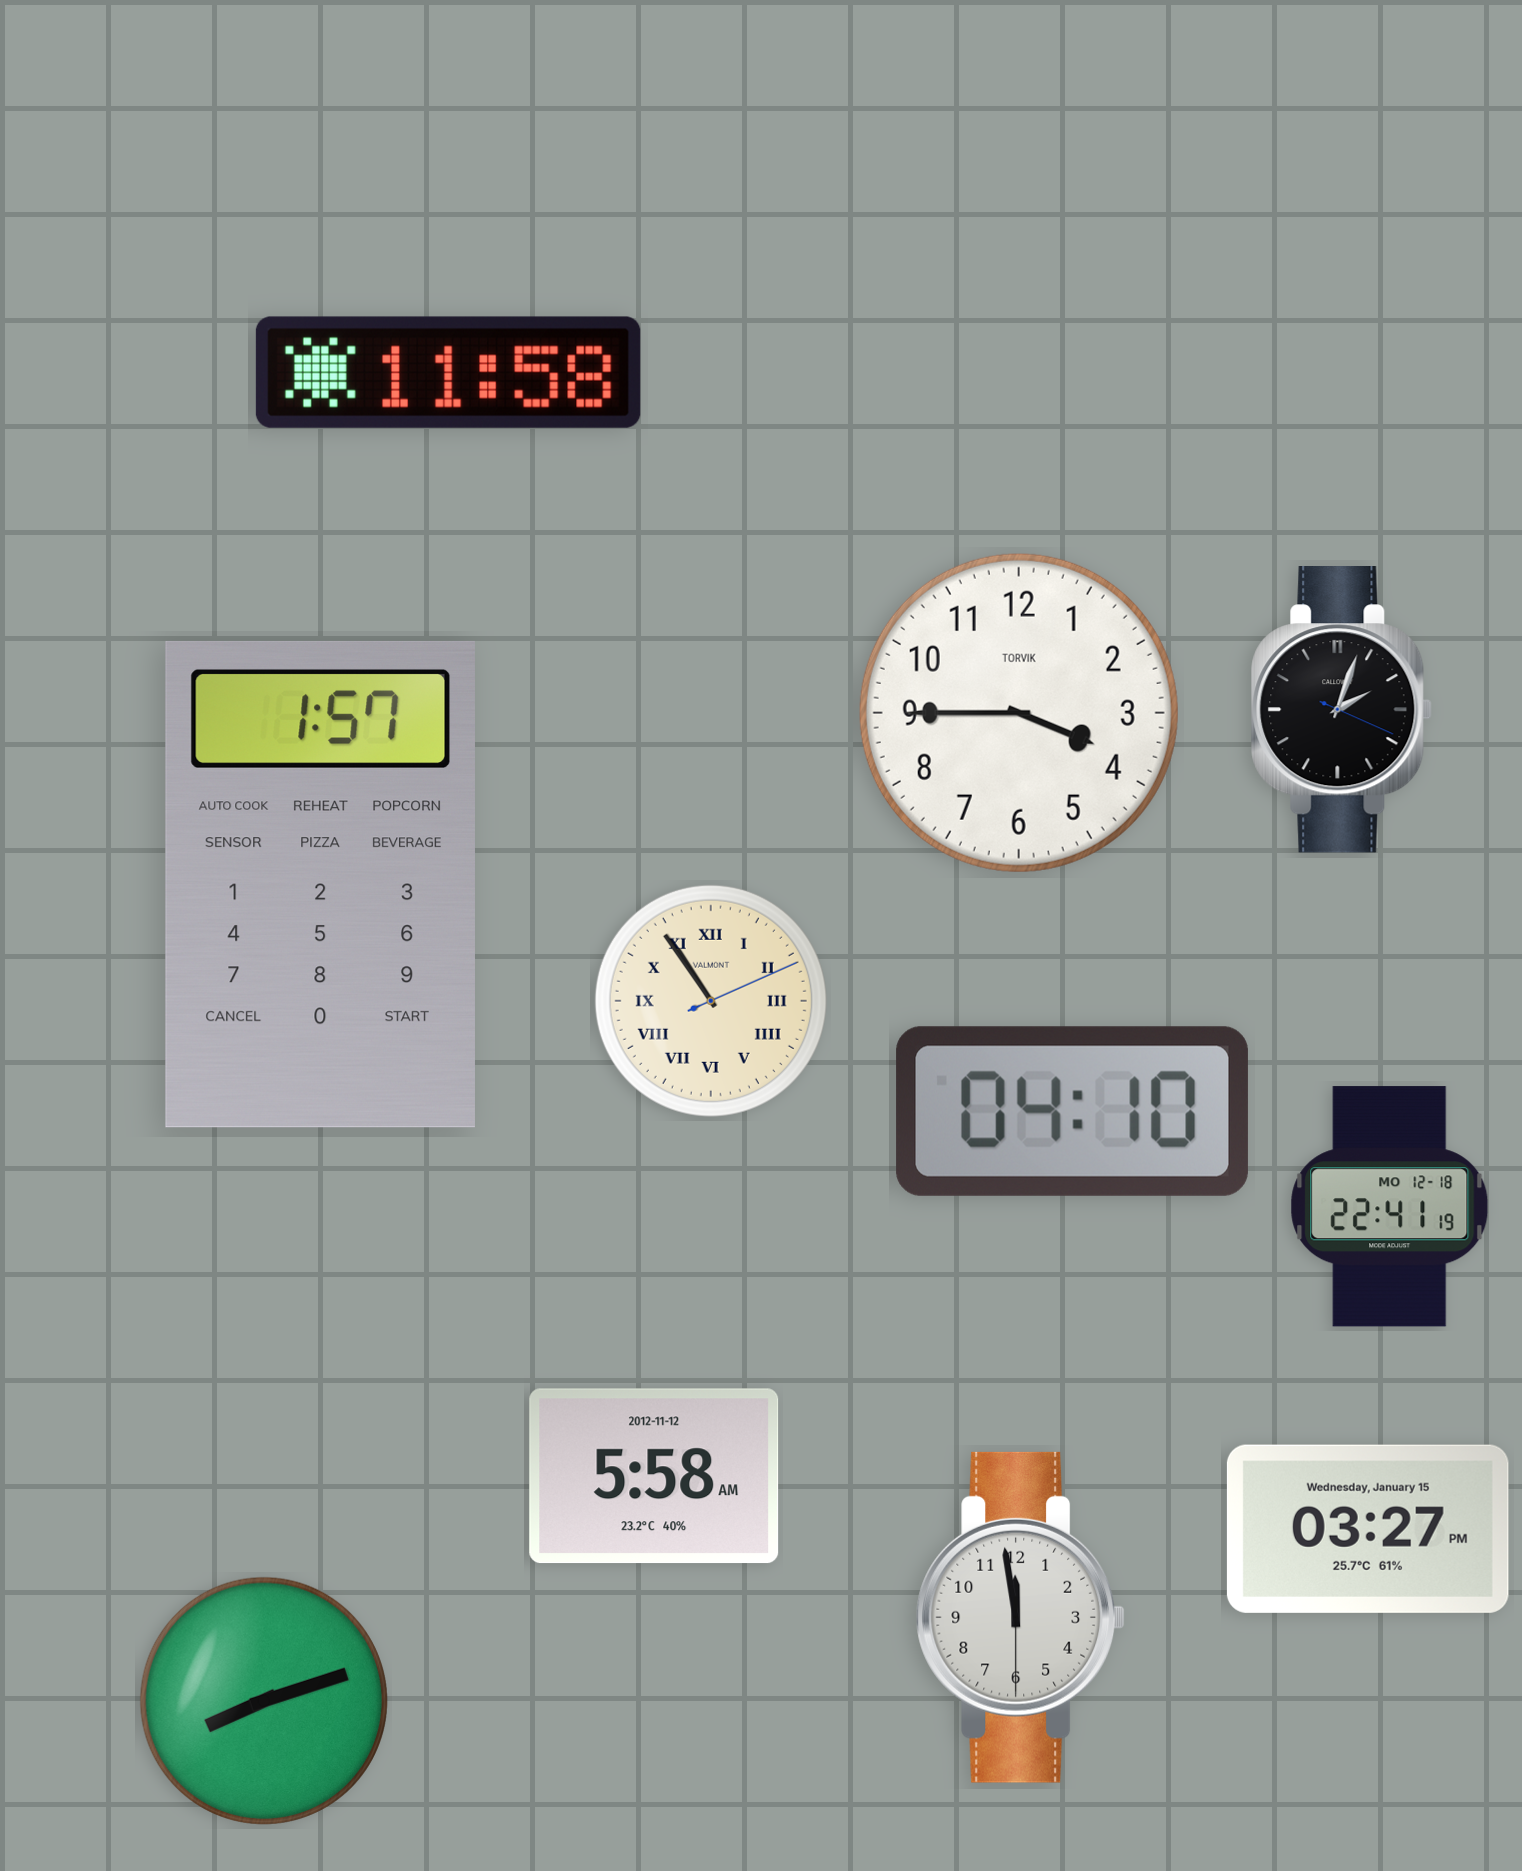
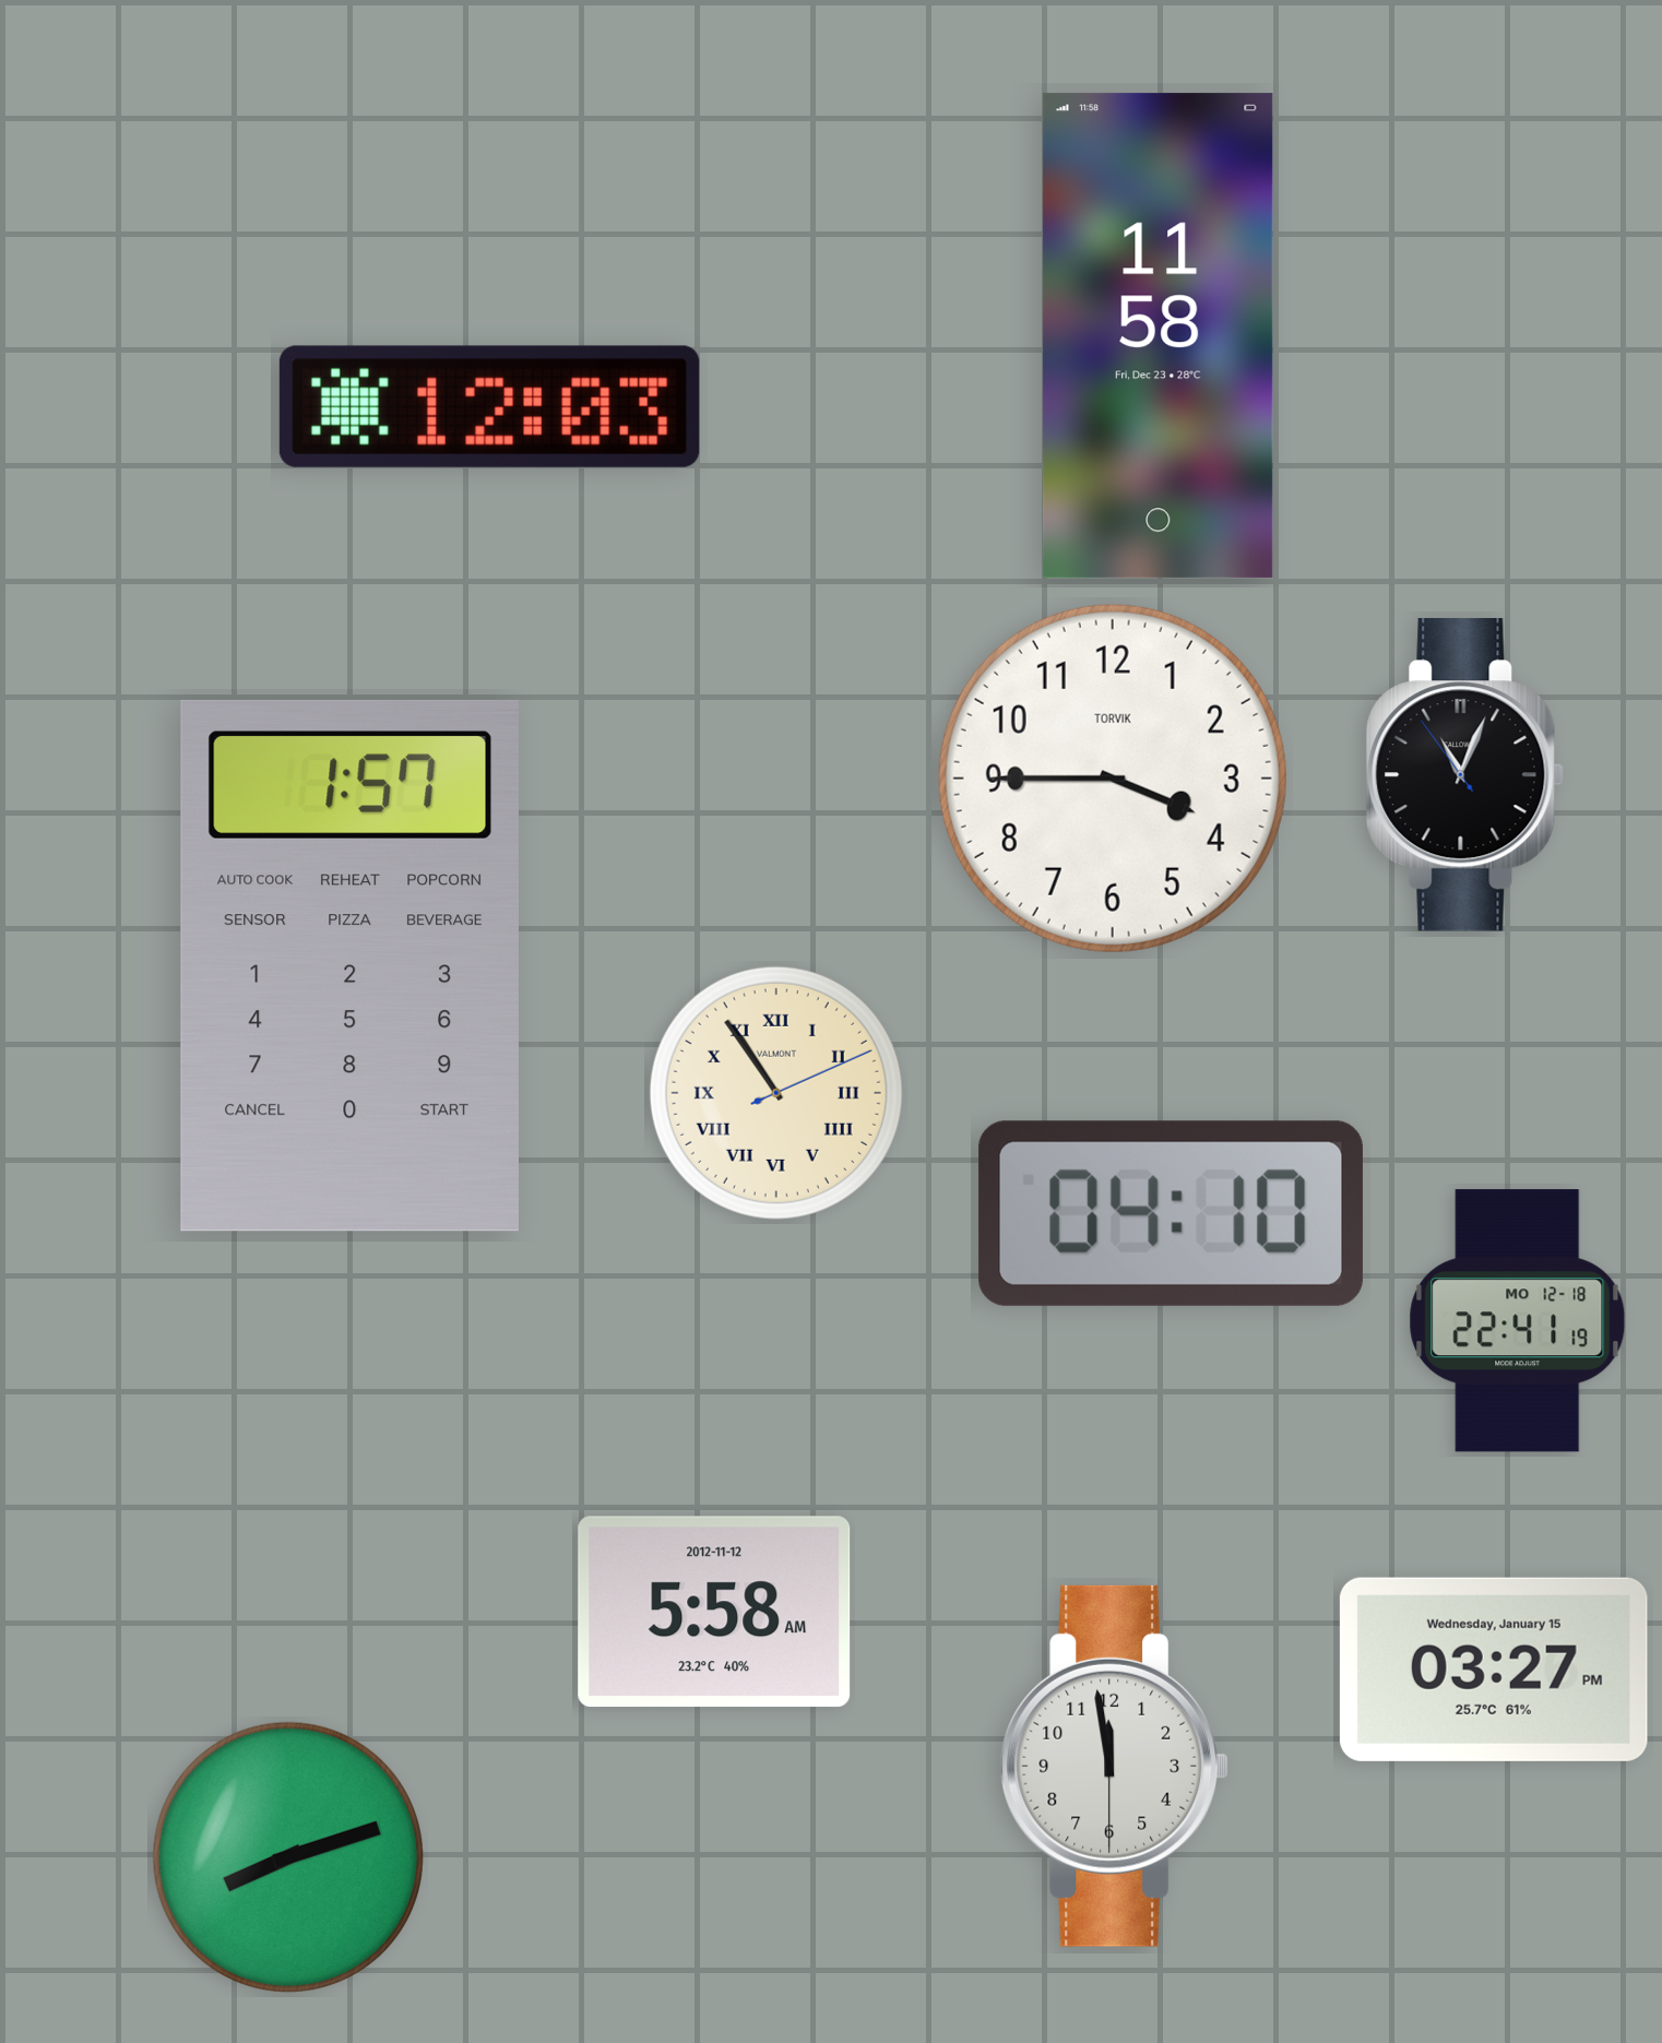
clock at (1158, 336): none -> 11:58
clock at (448, 372): 11:58 -> 12:03
clock at (1341, 710): 2:03 -> 11:03
clock at (1390, 1207) position: (1390, 1207) -> (1518, 1321)
